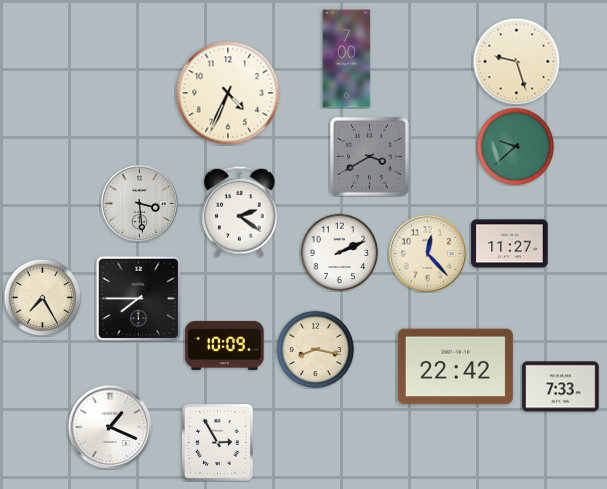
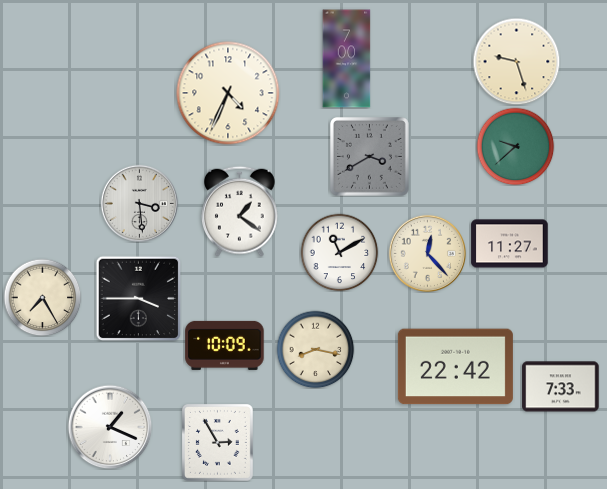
clock at (240, 211): 2:21 -> 1:21
clock at (339, 252): 2:11 -> 11:10
clock at (138, 298): 7:45 -> 3:45
